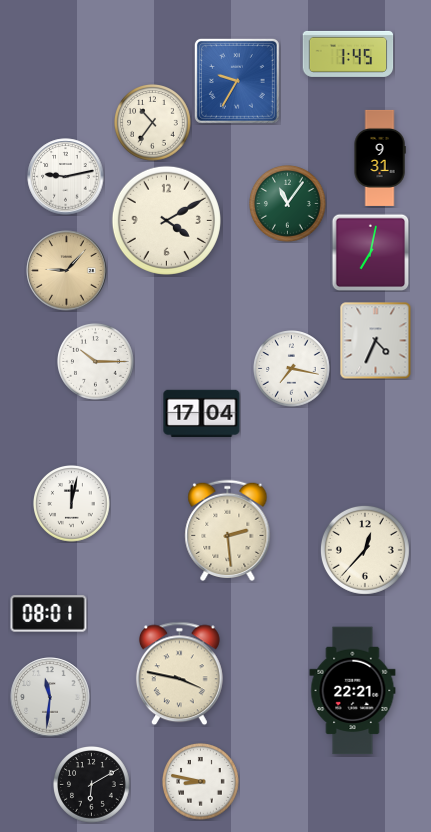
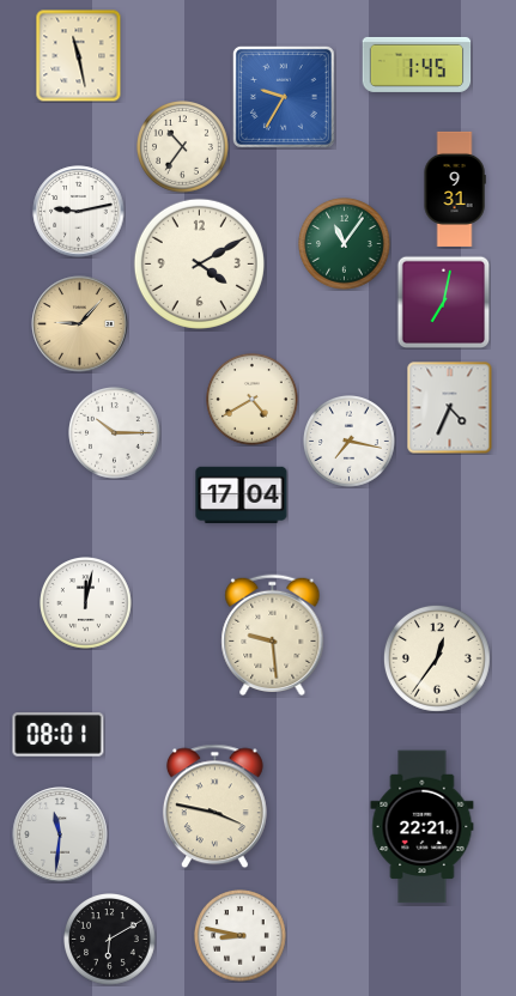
clock at (79, 55): none -> 11:28
clock at (253, 400): none -> 4:40
clock at (228, 531): 2:29 -> 9:29
clock at (365, 550): 12:37 -> 12:36
